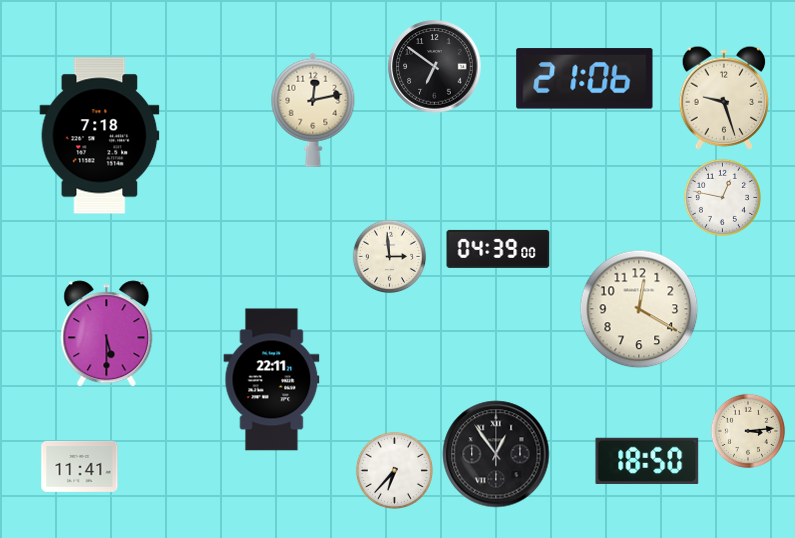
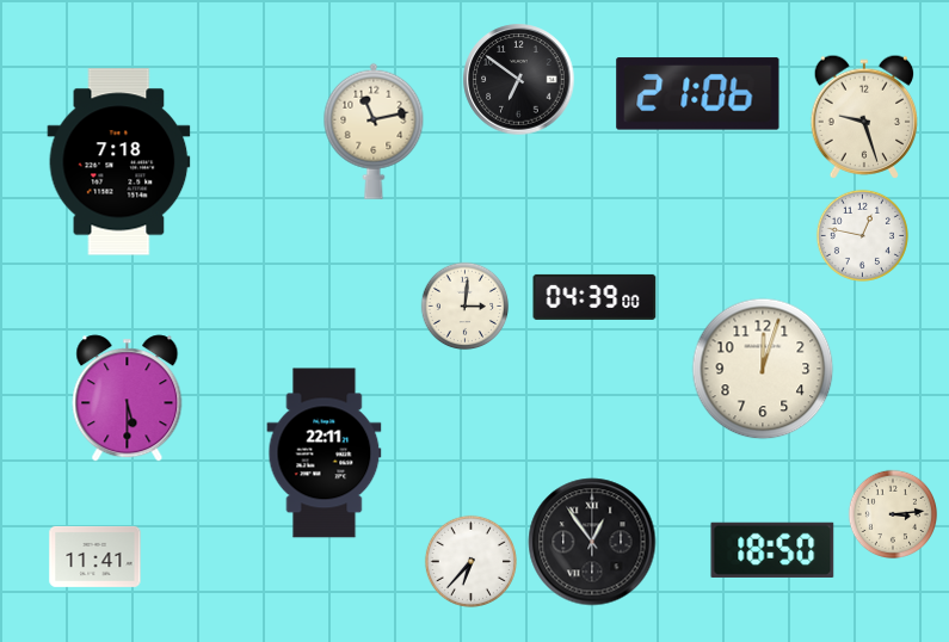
clock at (313, 110): 12:13 -> 11:13
clock at (390, 257): 2:59 -> 3:01
clock at (639, 309): 12:20 -> 12:03
